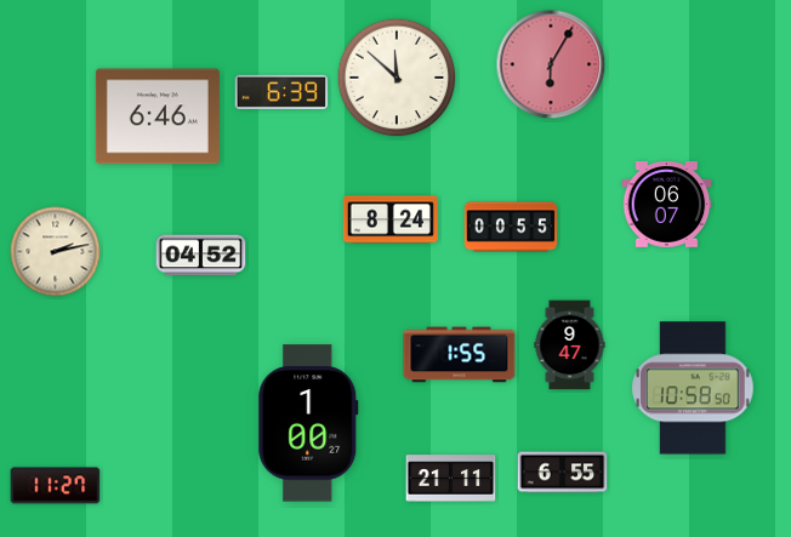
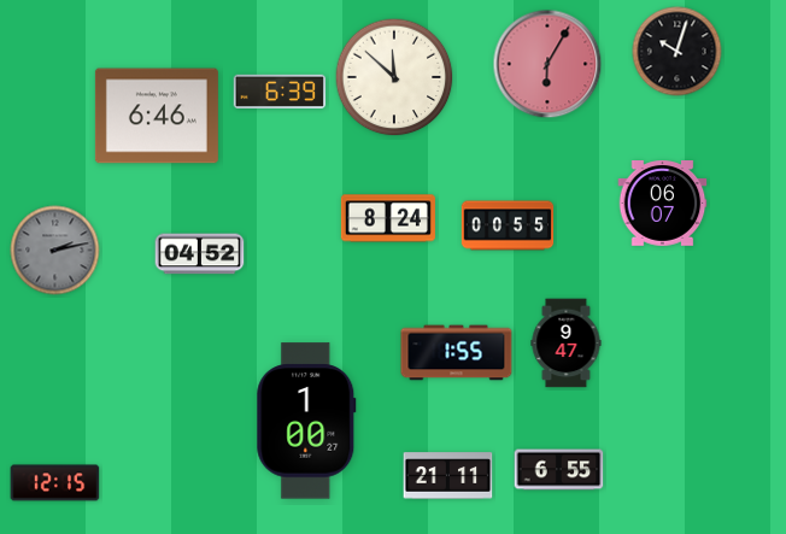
clock at (678, 52): none -> 10:03
clock at (56, 252) dial: cream -> grey
clock at (693, 388): 10:58 -> none
clock at (56, 486): 11:27 -> 12:15
